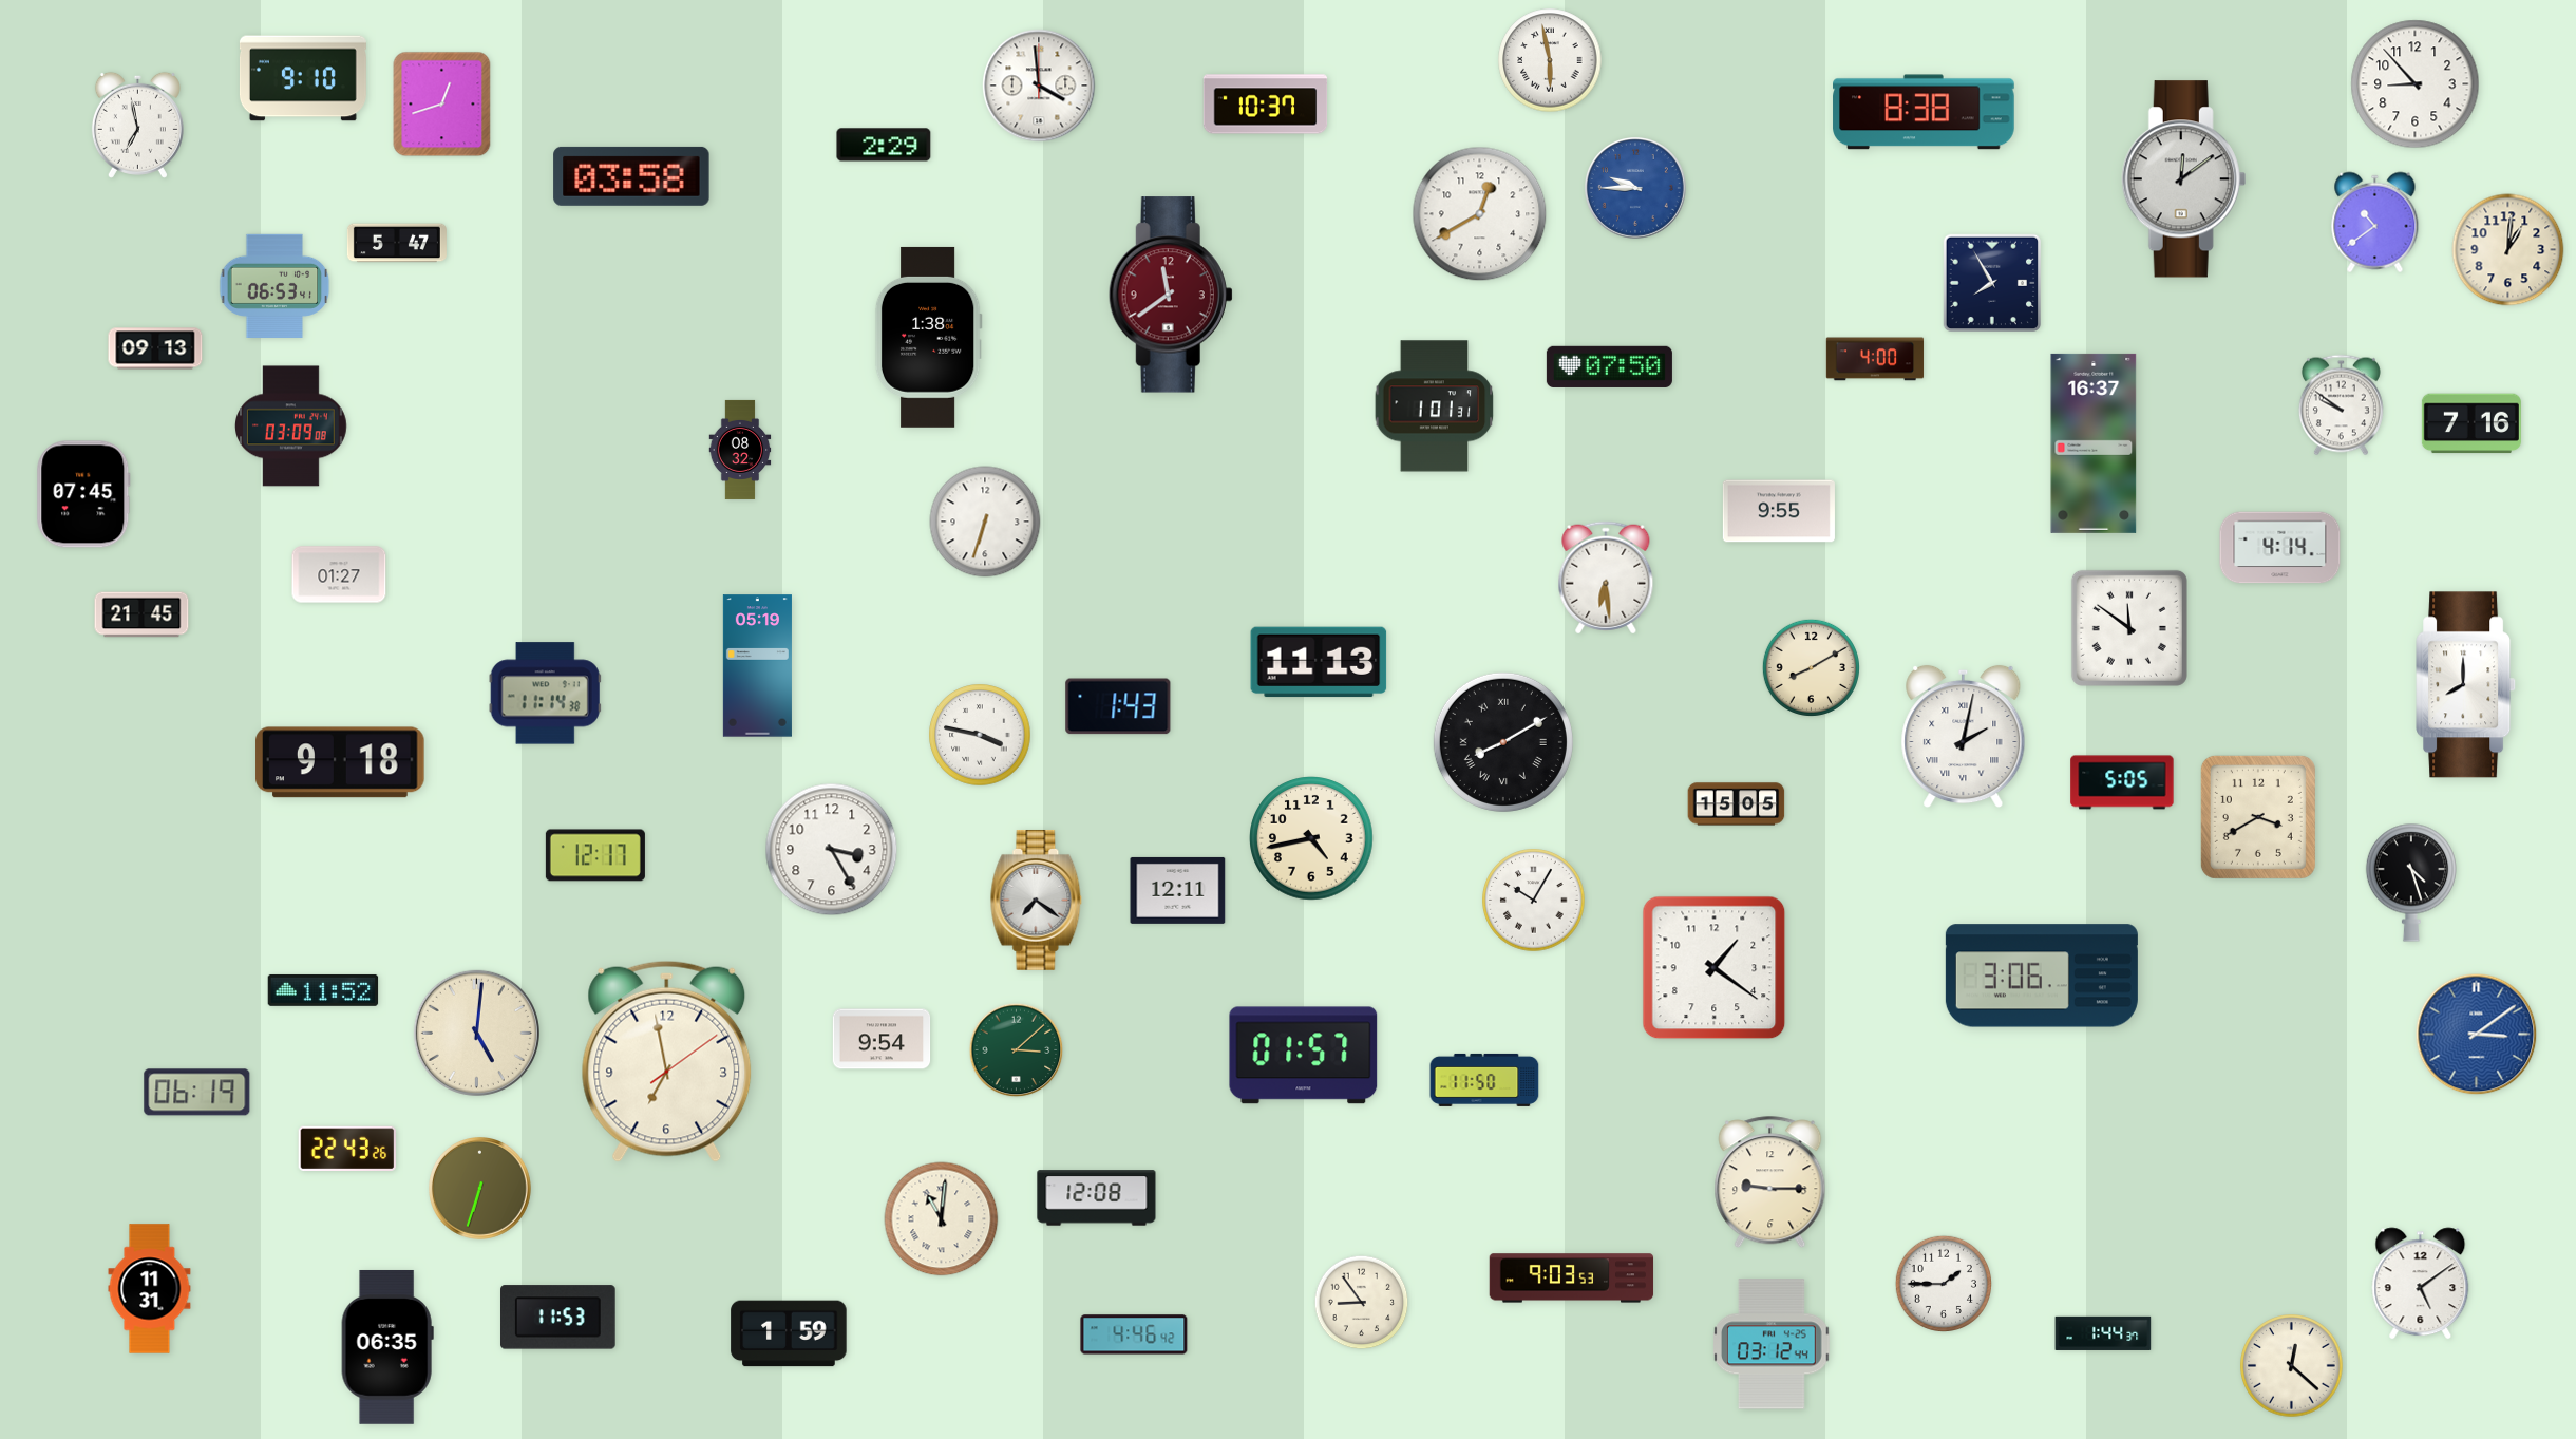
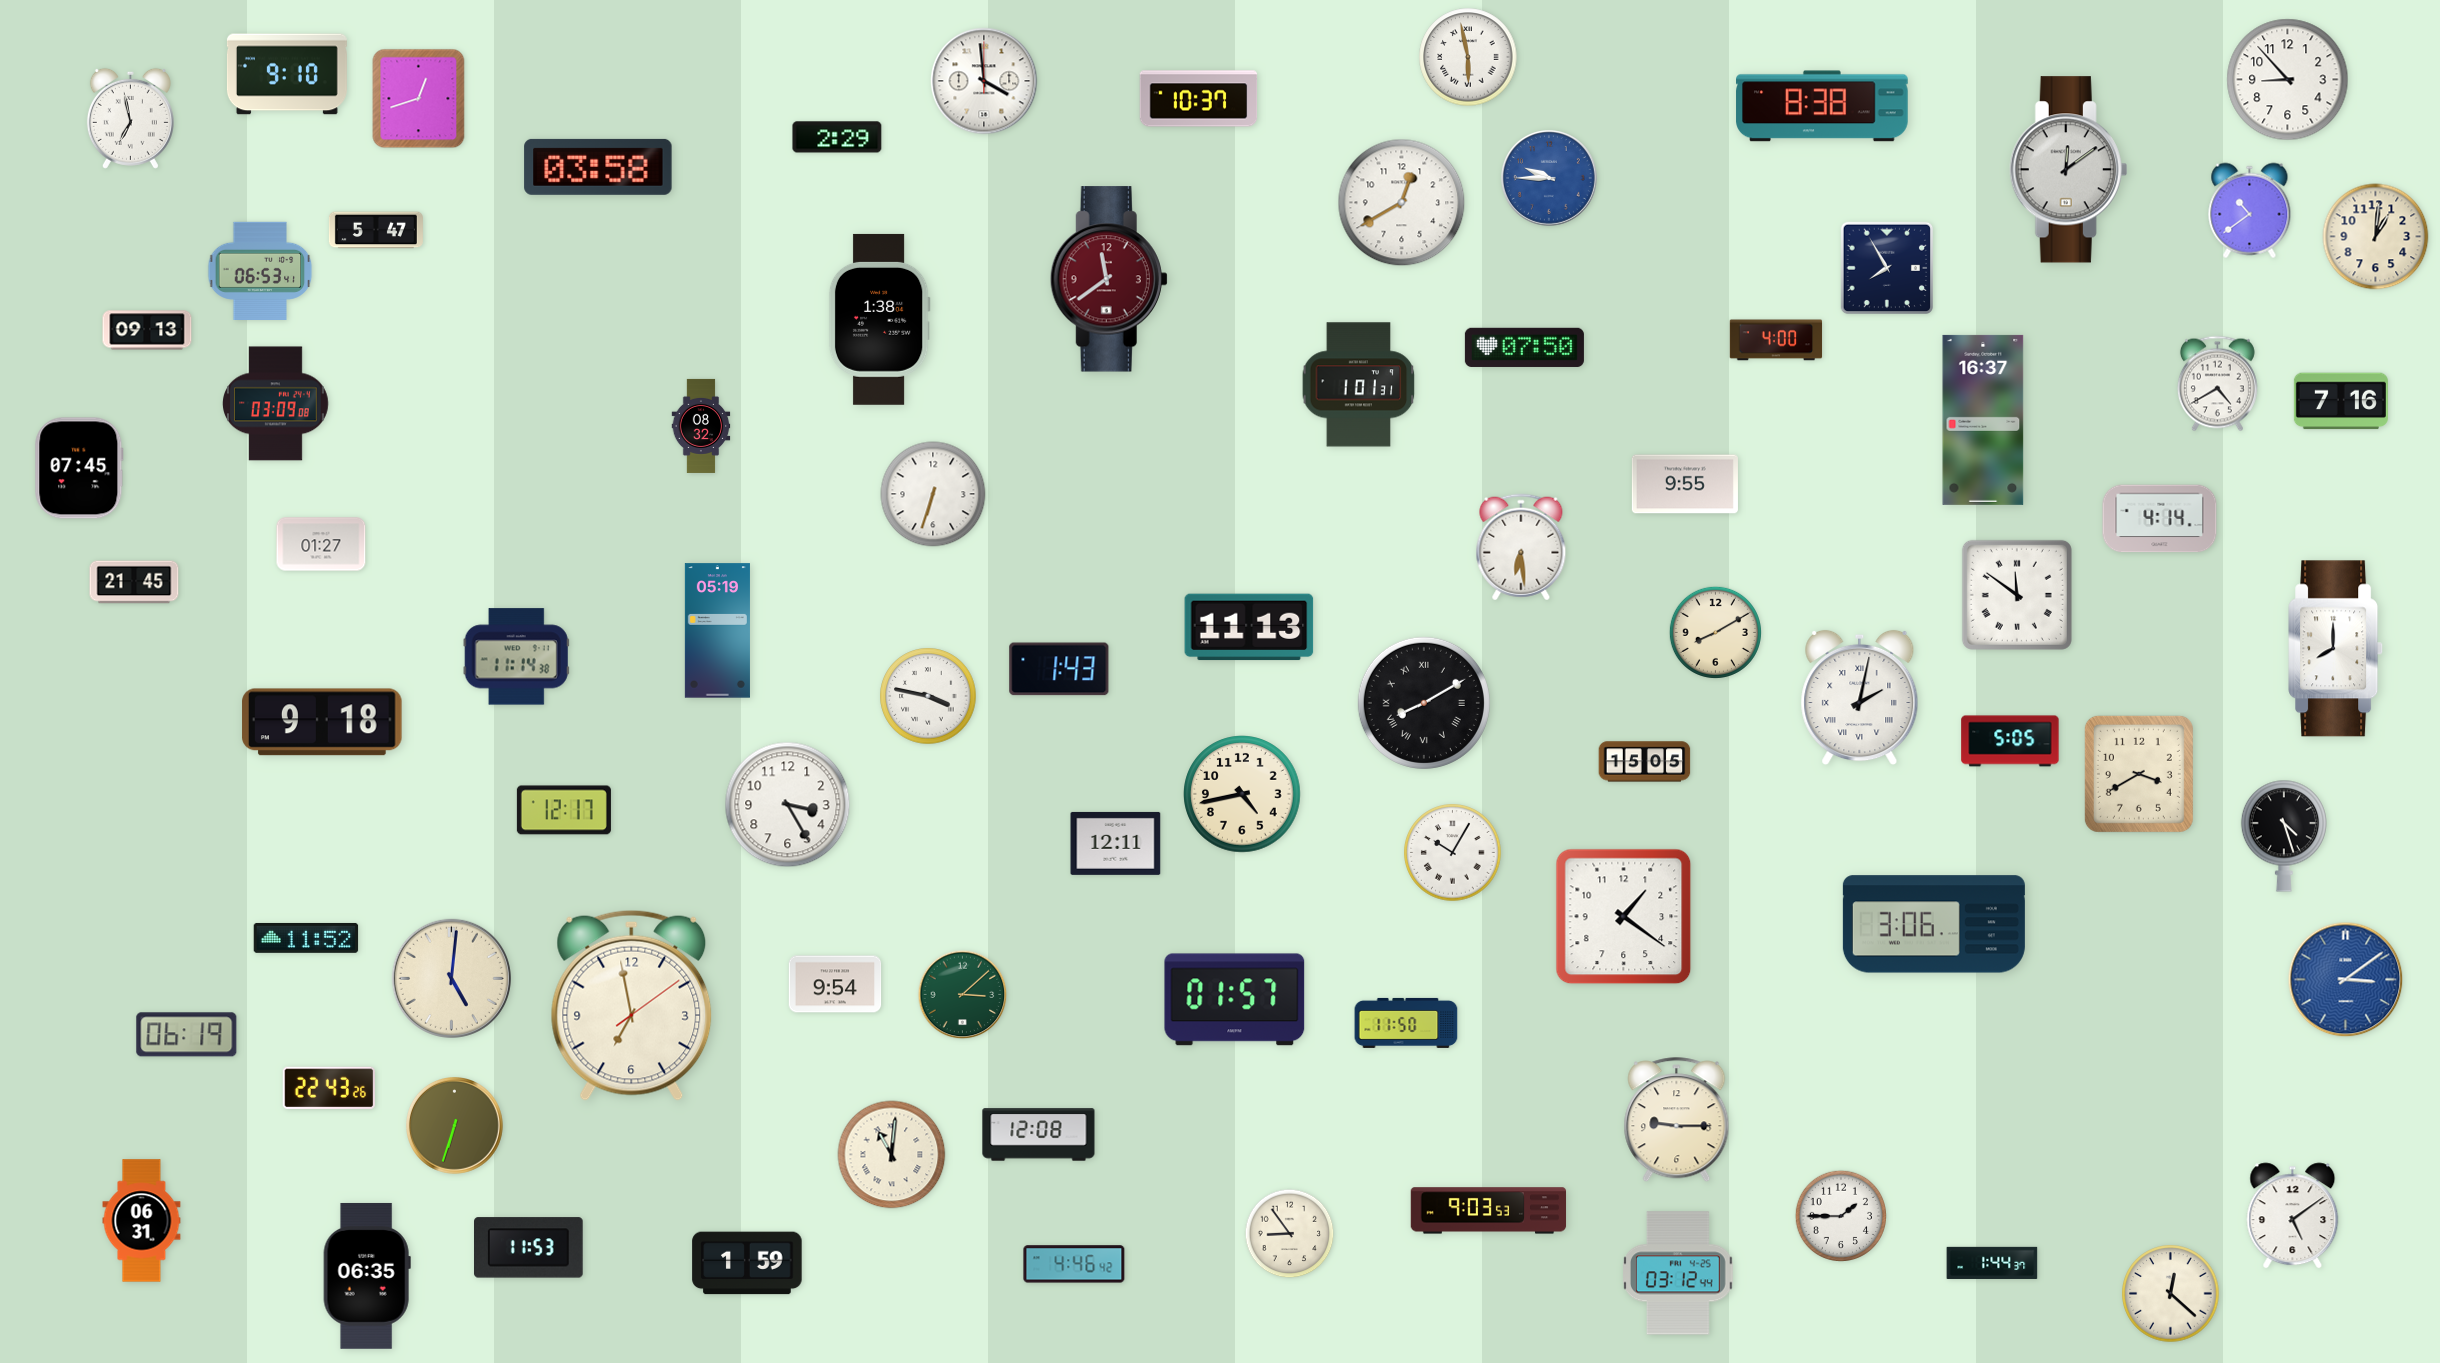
clock at (2341, 405): 9:51 -> 4:40
clock at (1037, 900): 7:21 -> none
clock at (150, 1289): 11:31 -> 06:31
